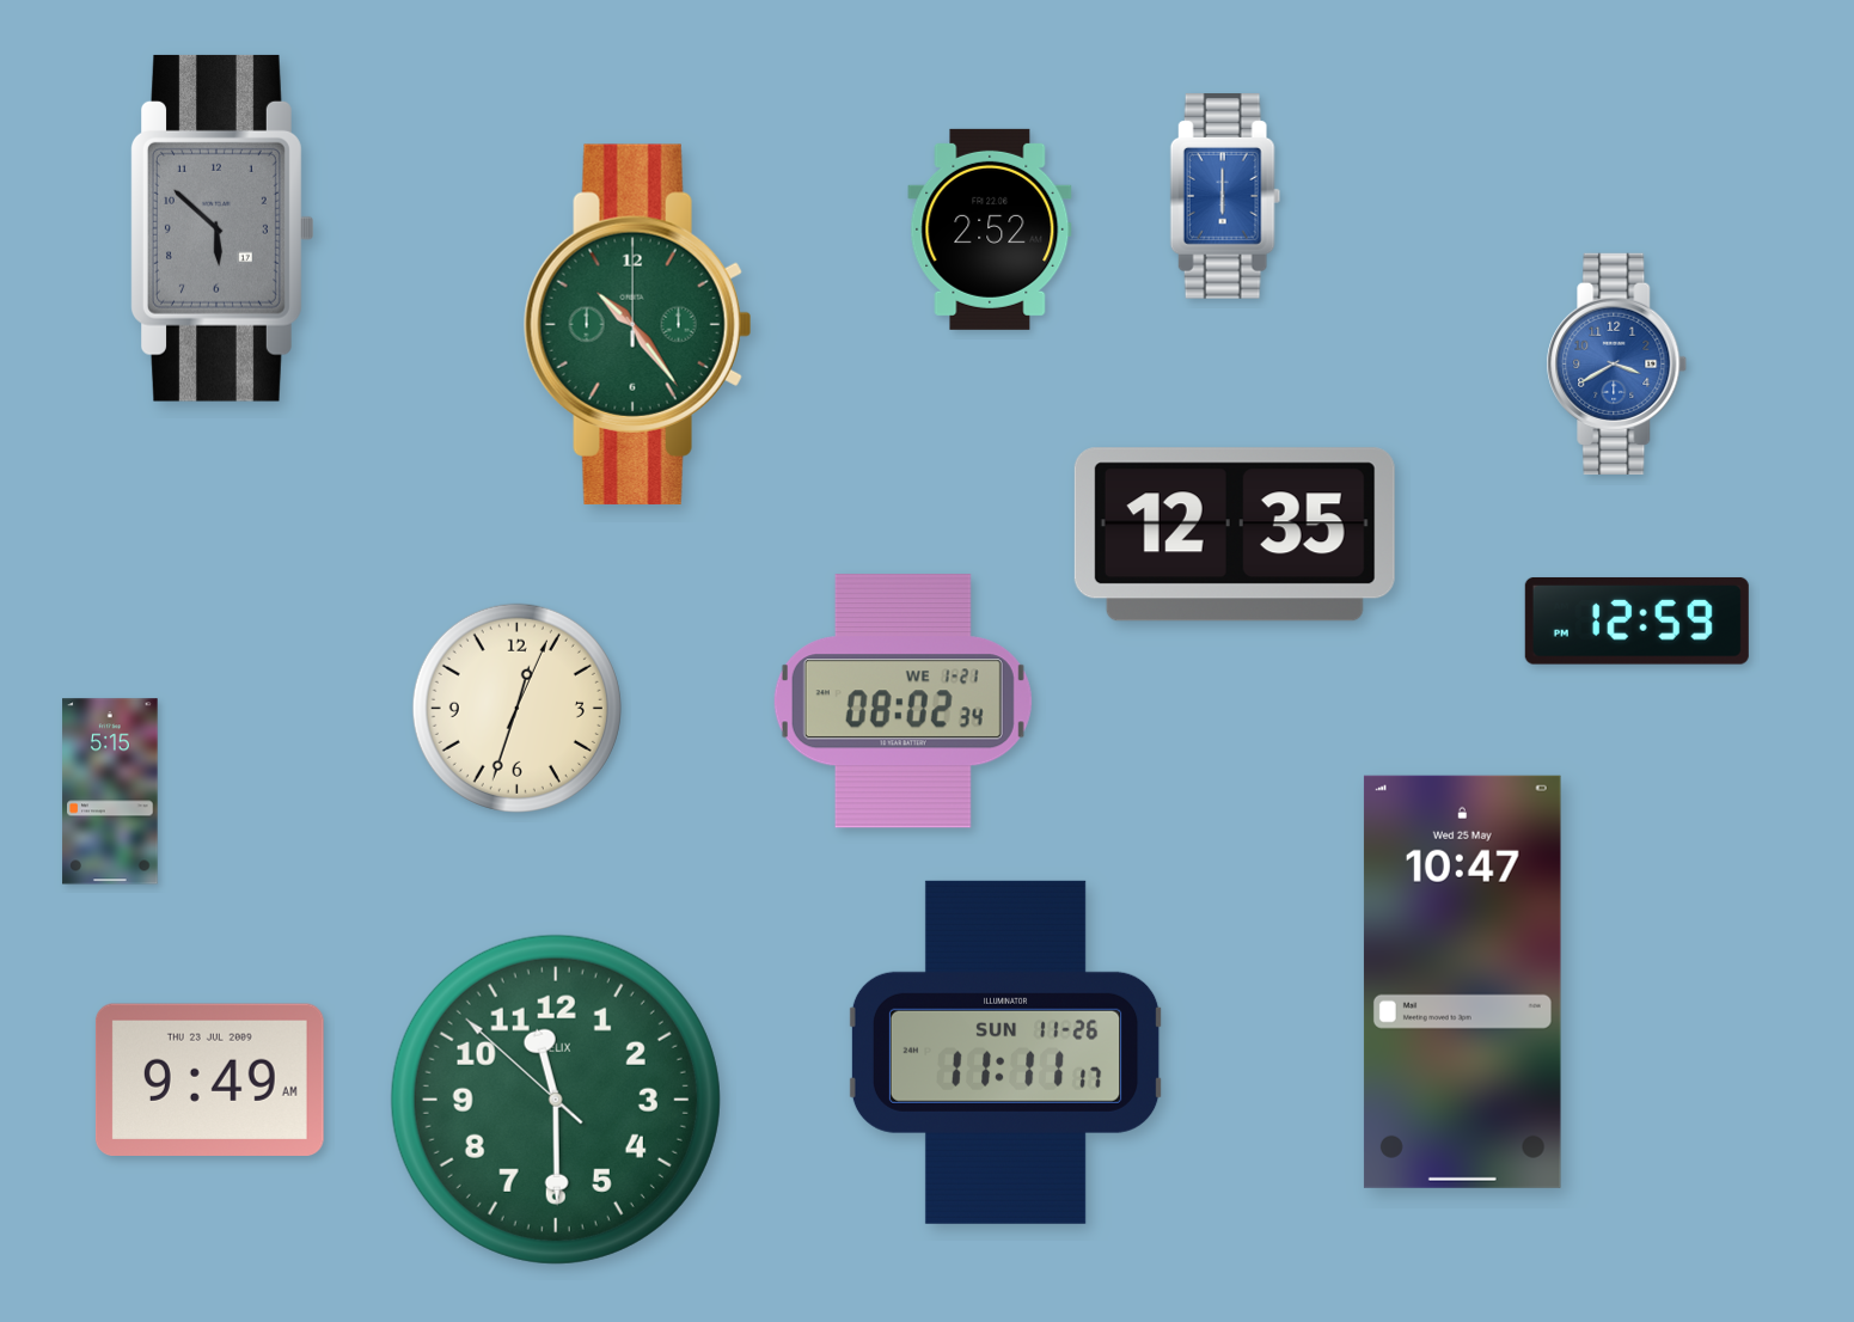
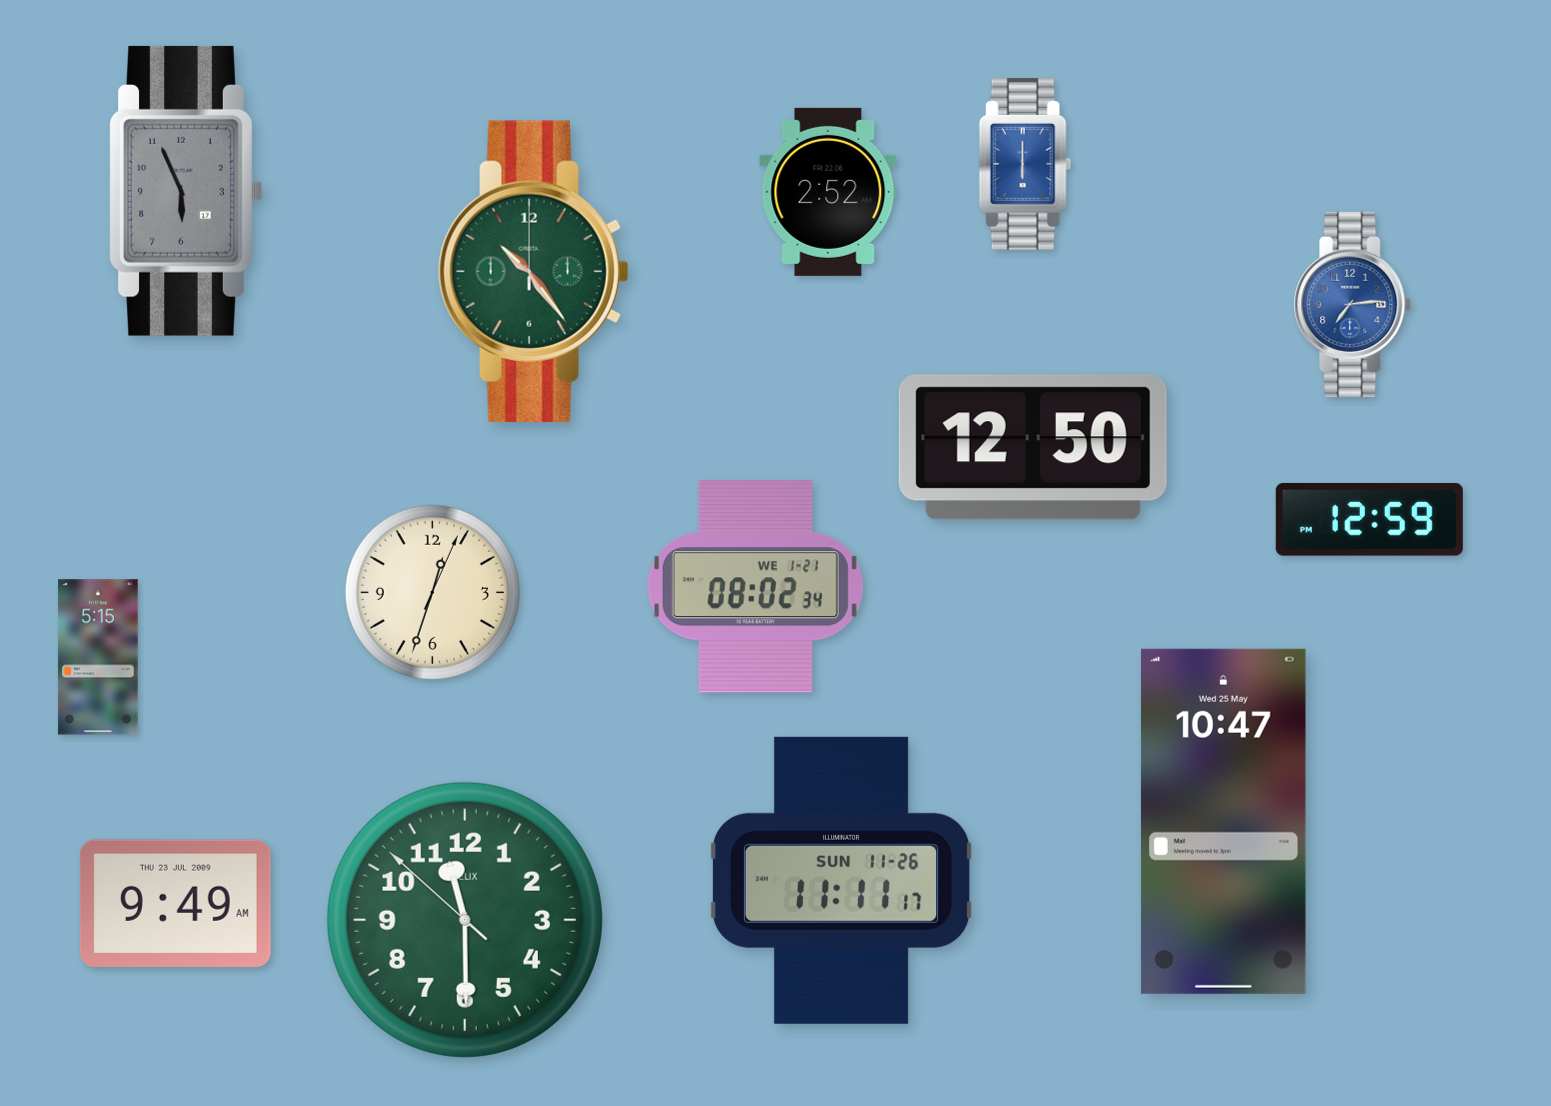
clock at (222, 228): 5:52 -> 5:56
clock at (1617, 363): 3:40 -> 7:14
clock at (1235, 534): 12:35 -> 12:50
clock at (110, 791) position: (110, 791) -> (98, 657)
